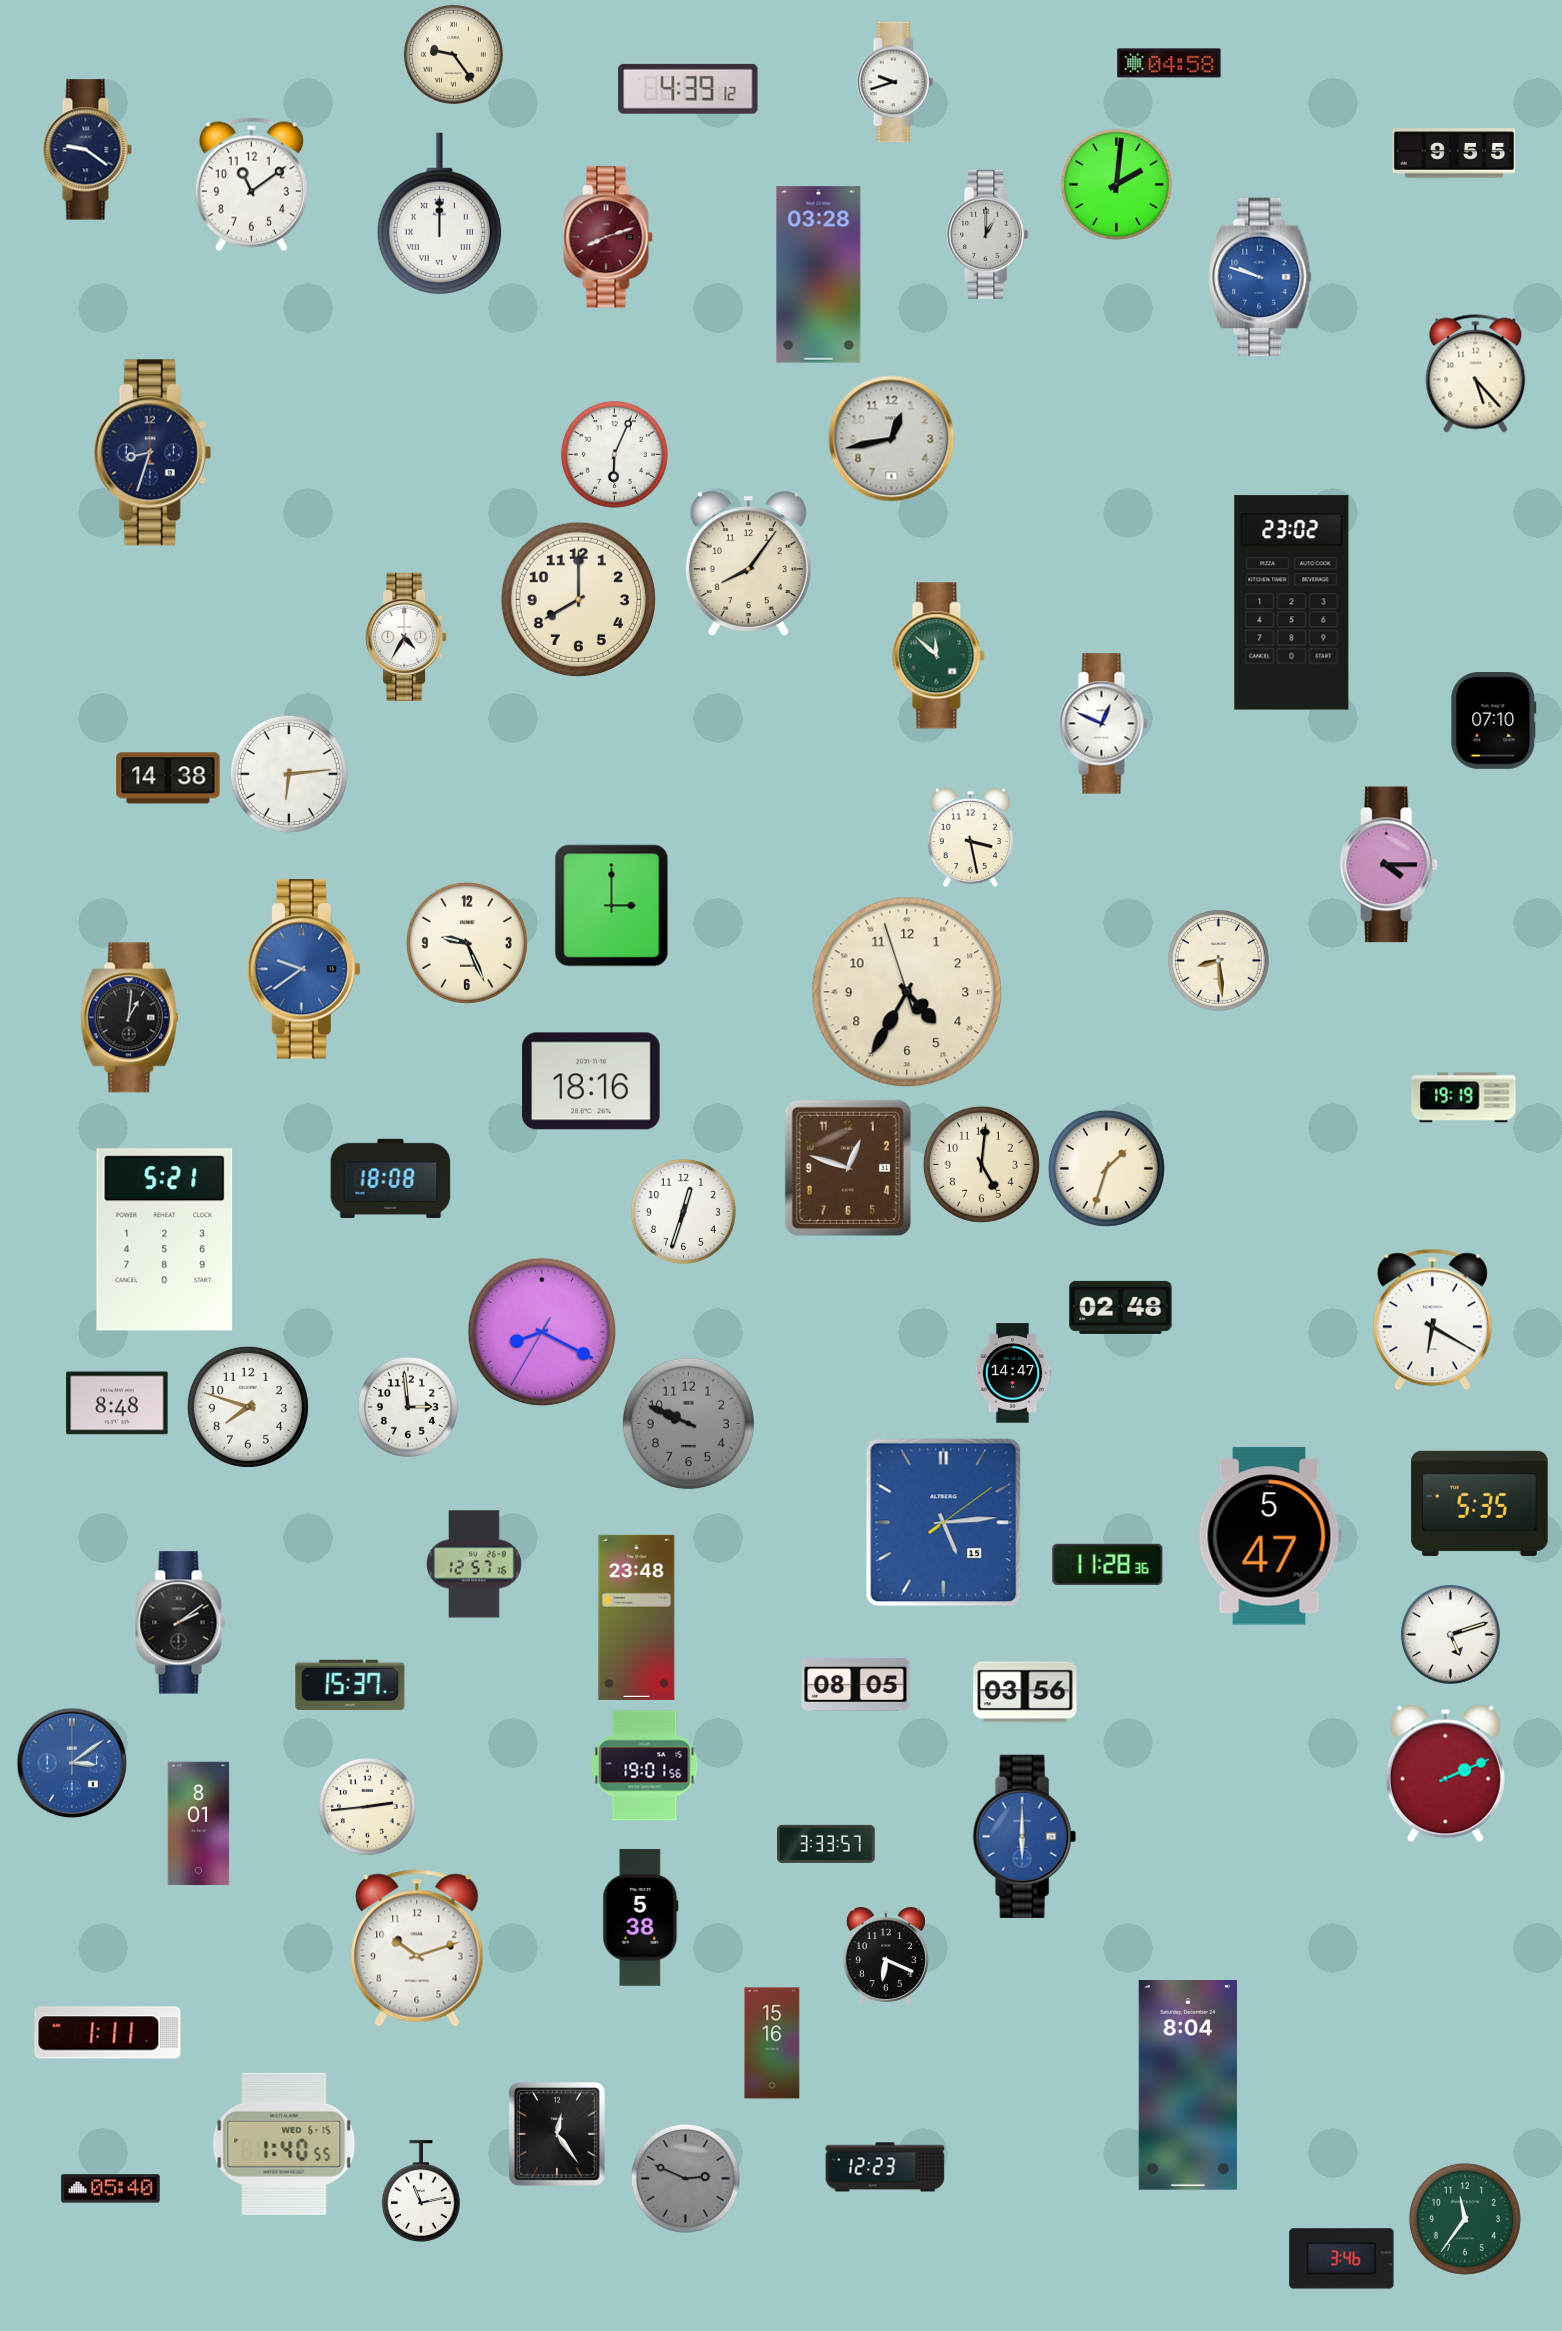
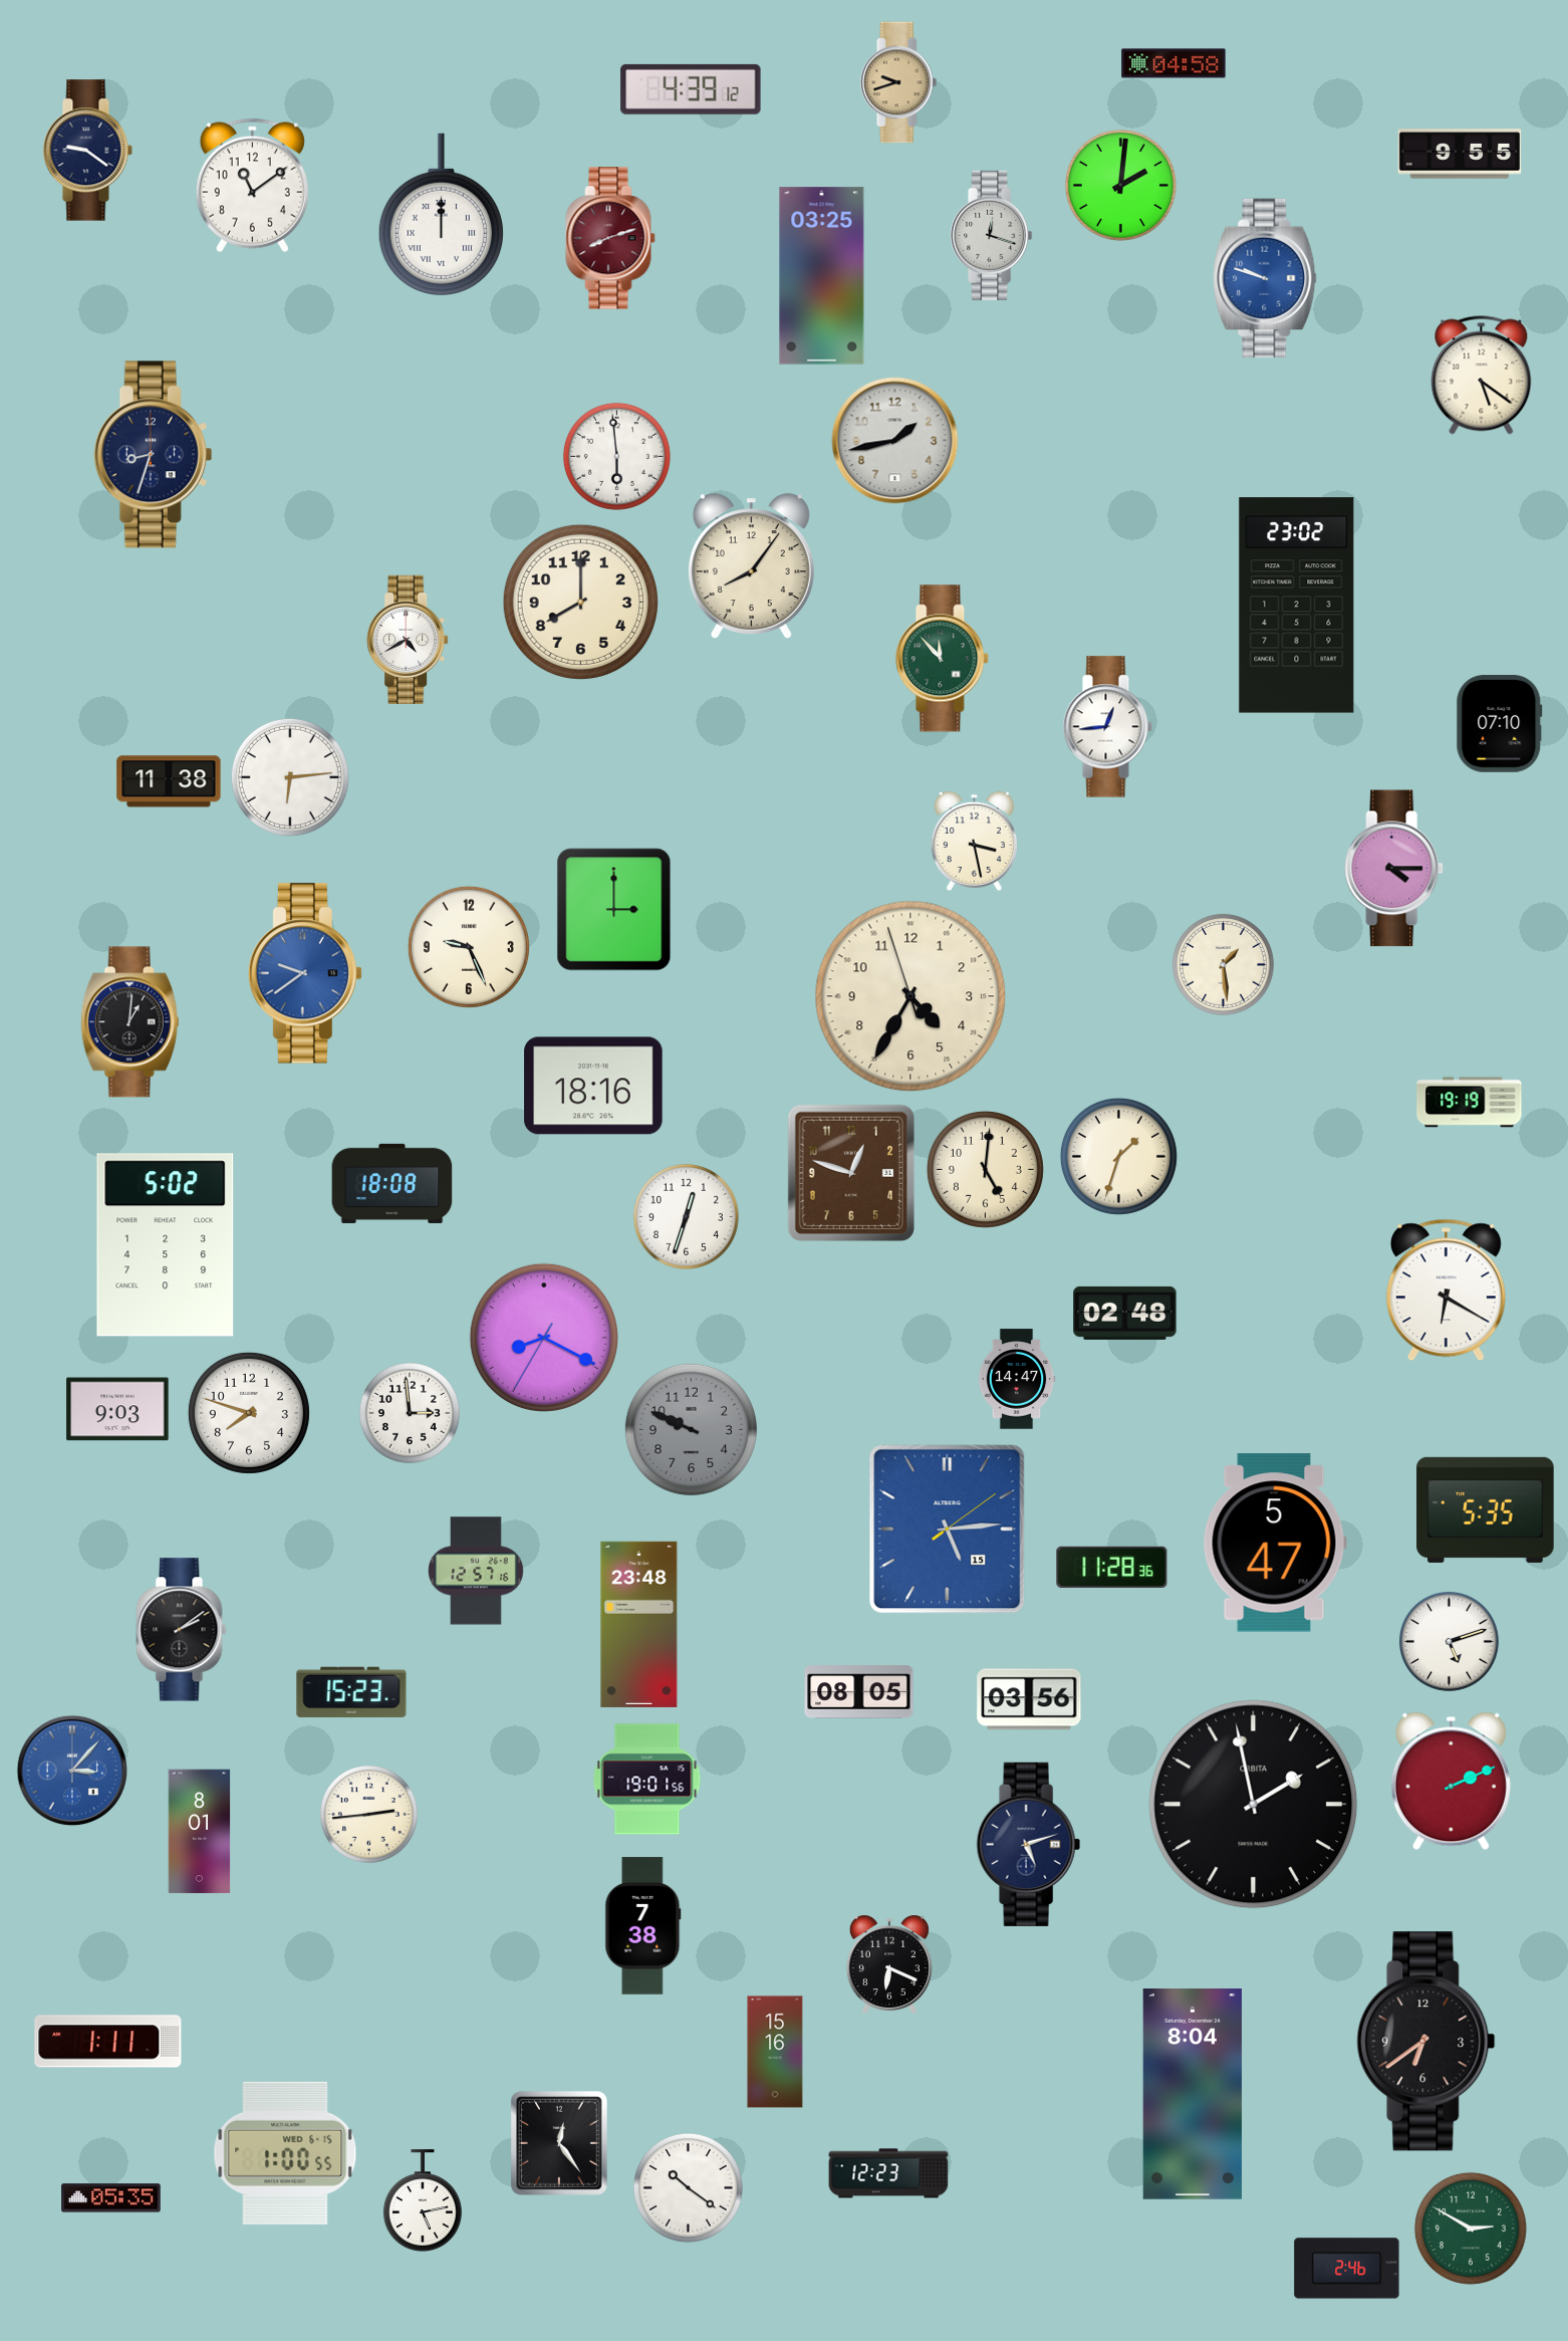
clock at (453, 54): 9:24 -> none
clock at (895, 82) dial: white -> champagne
clock at (988, 234): 1:00 -> 12:18
clock at (819, 275): 03:28 -> 03:25
clock at (1476, 374): 5:23 -> 5:21
clock at (892, 439): 12:43 -> 1:43
clock at (614, 454): 6:04 -> 5:59
clock at (406, 637): 4:35 -> 4:40
clock at (939, 656): 11:52 -> 11:53
clock at (1103, 724): 12:49 -> 12:44
clock at (168, 778): 14:38 -> 11:38
clock at (1218, 960): 8:29 -> 1:29
clock at (1106, 1168) position: (1106, 1168) -> (1118, 1156)
clock at (165, 1240): 5:21 -> 5:02
clock at (1432, 1320) position: (1432, 1320) -> (1446, 1291)
clock at (117, 1403): 8:48 -> 9:03
clock at (1108, 1564) position: (1108, 1564) -> (1112, 1567)
clock at (1450, 1634) position: (1450, 1634) -> (1449, 1641)
clock at (350, 1685): 15:37 -> 15:23
clock at (72, 1763): 3:09 -> 3:07
clock at (645, 1766) position: (645, 1766) -> (647, 1780)
clock at (1254, 1805): none -> 1:58
clock at (1024, 1836): 6:00 -> 5:12
clock at (1024, 1836) dial: blue -> navy
clock at (827, 1844): 3:33 -> none
clock at (641, 1918): 5:38 -> 7:38
clock at (417, 1948): 10:12 -> none
clock at (1426, 2042): none -> 6:39
clock at (284, 2144): 1:40 -> 1:00
clock at (885, 2167) position: (885, 2167) -> (888, 2173)
clock at (685, 2178): 2:49 -> 10:21
clock at (685, 2178) dial: grey -> white
clock at (111, 2189): 05:40 -> 05:35
clock at (421, 2191): 11:13 -> 5:13
clock at (1465, 2219): 11:36 -> 2:50
clock at (1342, 2259): 3:46 -> 2:46
